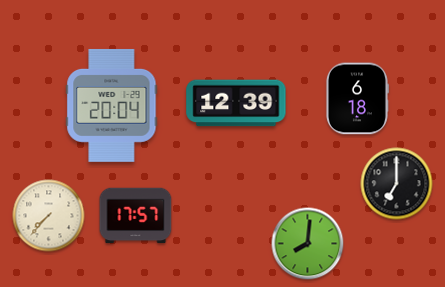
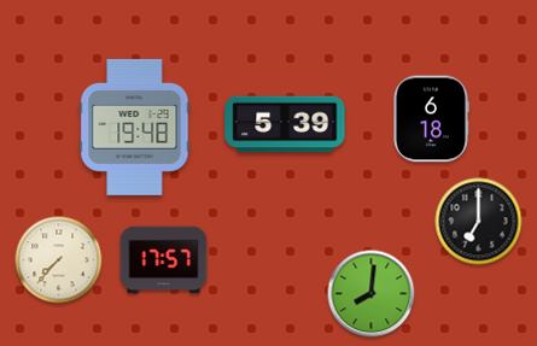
clock at (236, 103): 12:39 -> 5:39
clock at (112, 105): 20:04 -> 19:48
